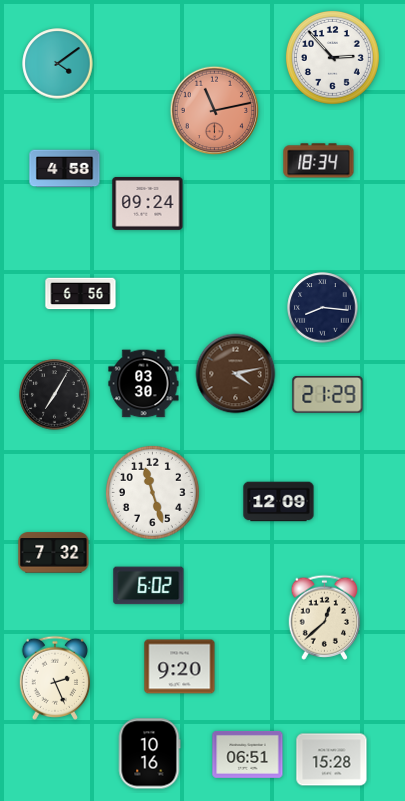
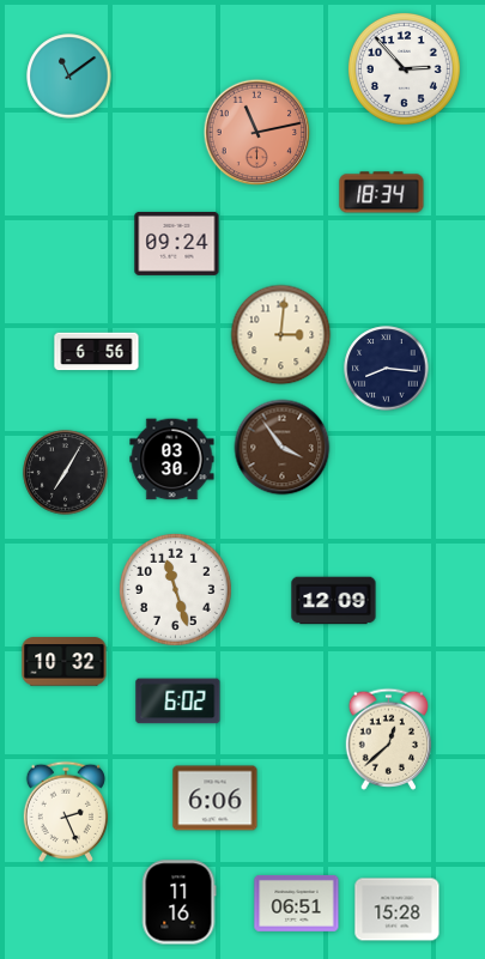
clock at (332, 57) position: (332, 57) -> (404, 68)
clock at (58, 64): 4:09 -> 11:09
clock at (65, 169): 4:58 -> none
clock at (281, 335): none -> 3:01
clock at (236, 374): 4:13 -> 3:54
clock at (328, 394): 21:29 -> none
clock at (152, 492) position: (152, 492) -> (175, 589)
clock at (54, 553): 7:32 -> 10:32
clock at (180, 667): 9:20 -> 6:06
clock at (149, 754): 10:16 -> 11:16
